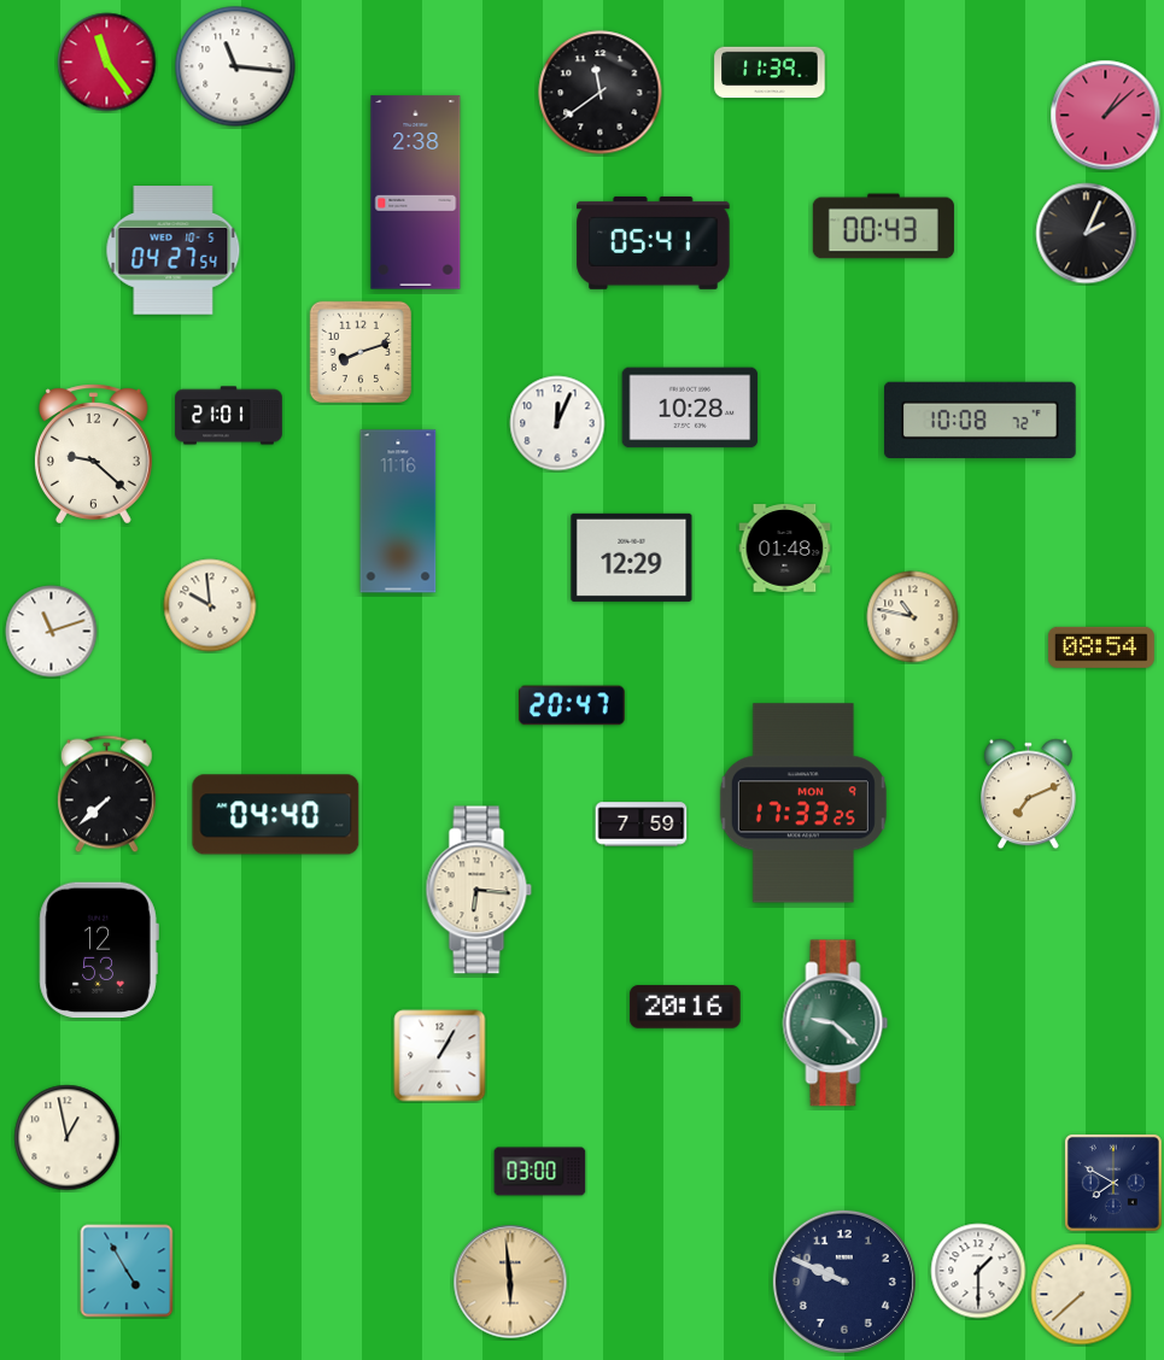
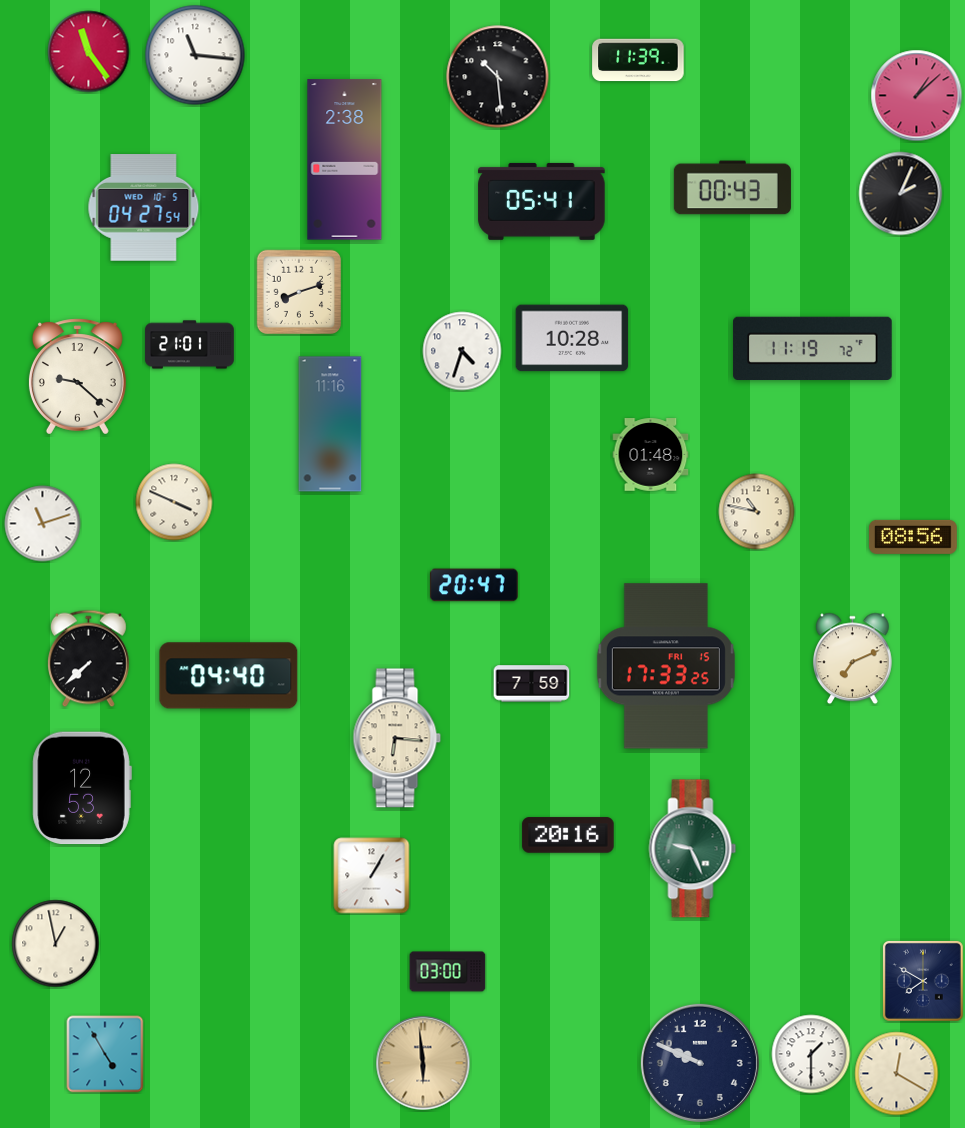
clock at (601, 93): 11:39 -> 10:29
clock at (981, 420): 10:08 -> 11:19
clock at (557, 423): 12:04 -> 4:33
clock at (632, 557): 12:29 -> none
clock at (210, 605): 9:59 -> 3:49
clock at (1101, 647): 08:54 -> 08:56
clock at (803, 803) date: MON 9 -> FRI 15
clock at (836, 1024): 9:22 -> 9:26
clock at (440, 1056) position: (440, 1056) -> (372, 876)
clock at (1082, 1295): 7:38 -> 12:20
